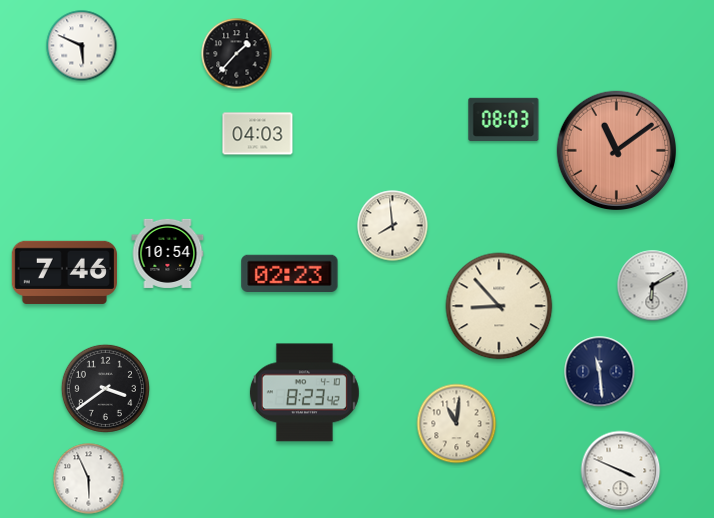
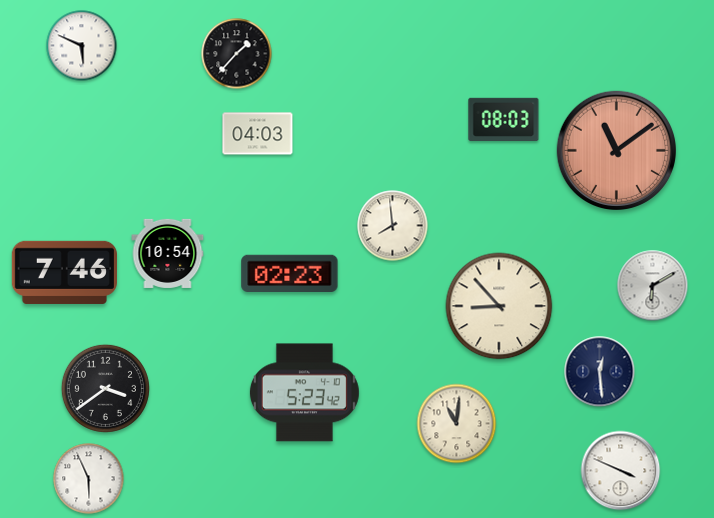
clock at (600, 372): 11:29 -> 12:29
clock at (304, 393): 8:23 -> 5:23
